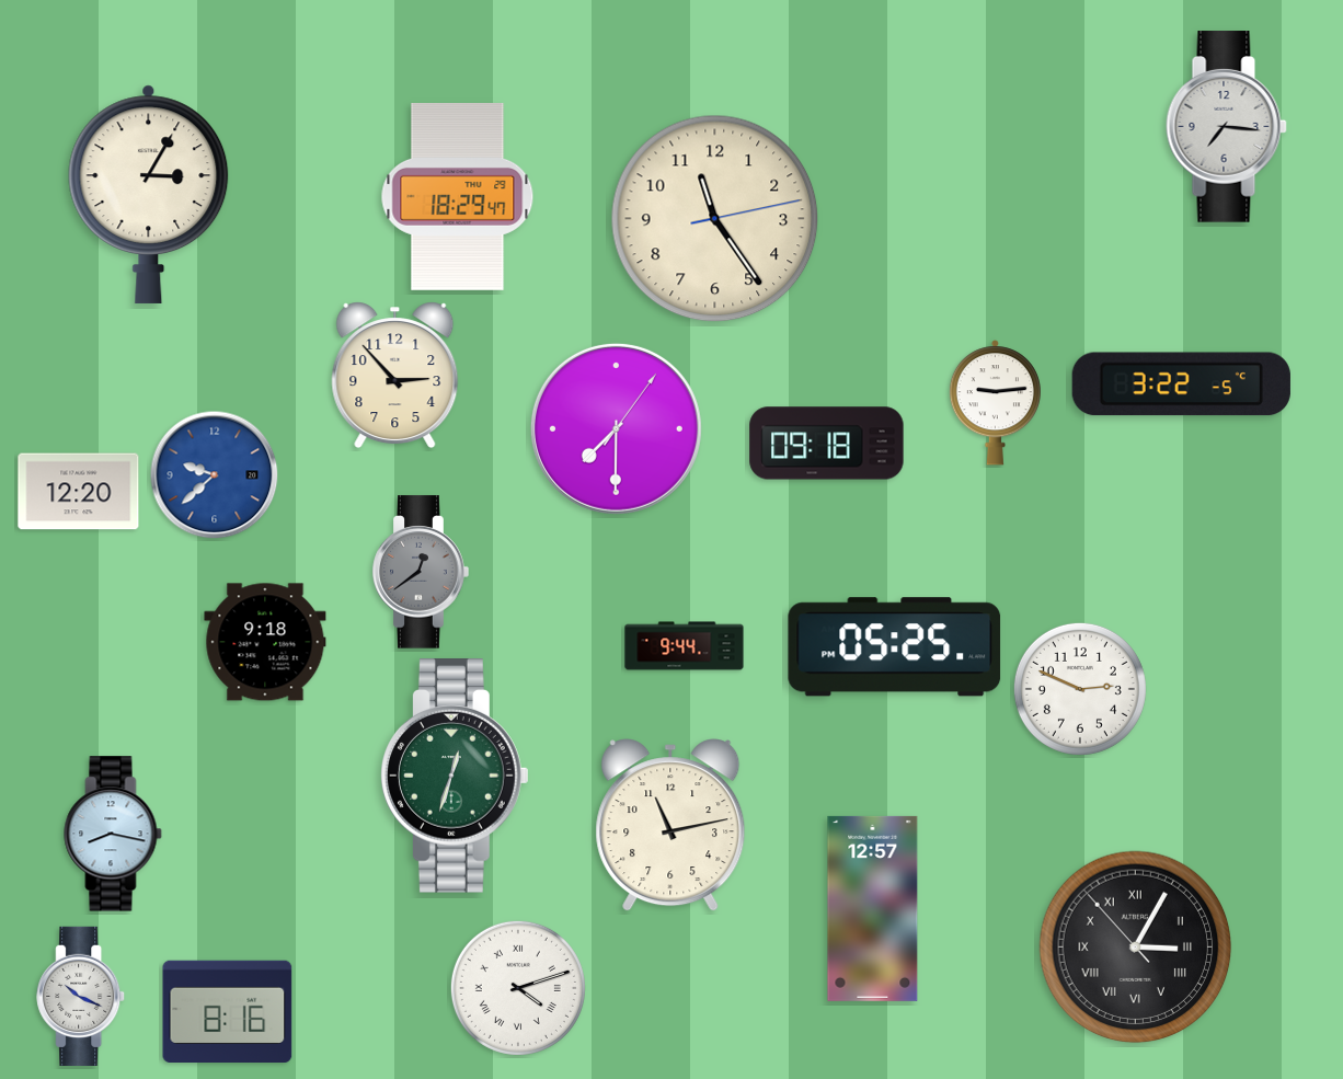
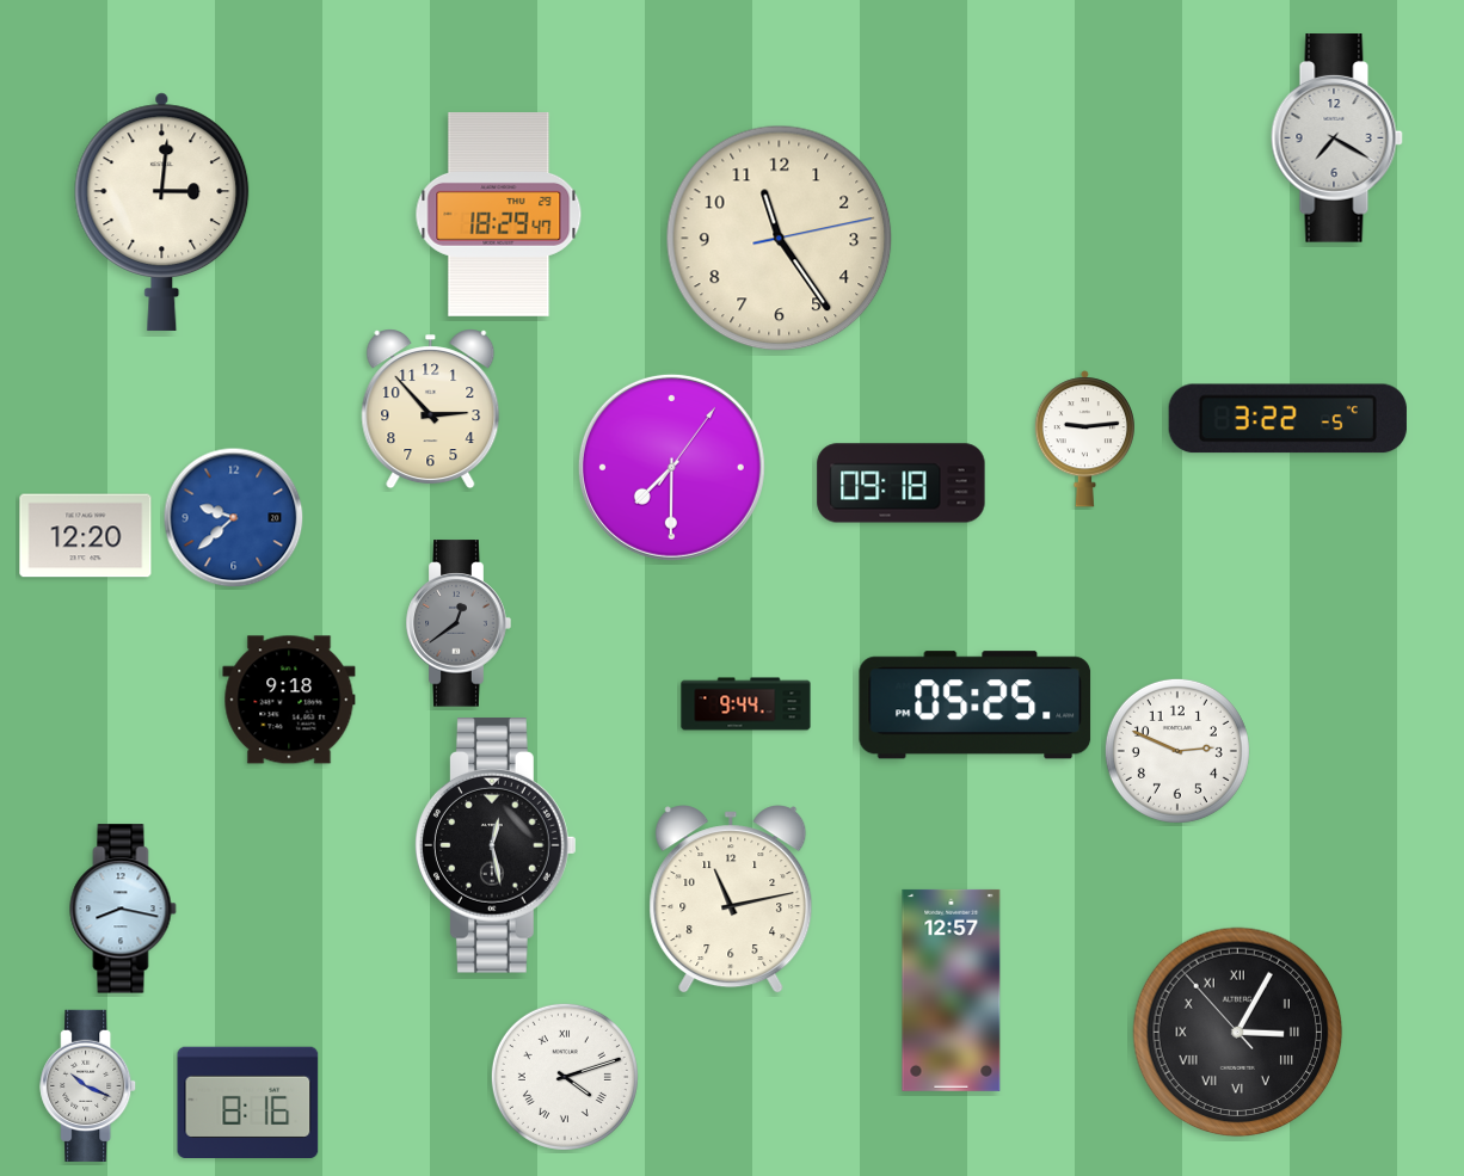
clock at (1226, 127): 7:16 -> 7:20
clock at (149, 194): 3:05 -> 3:01
clock at (456, 776): 12:33 -> 12:28
clock at (456, 776) dial: green -> black
